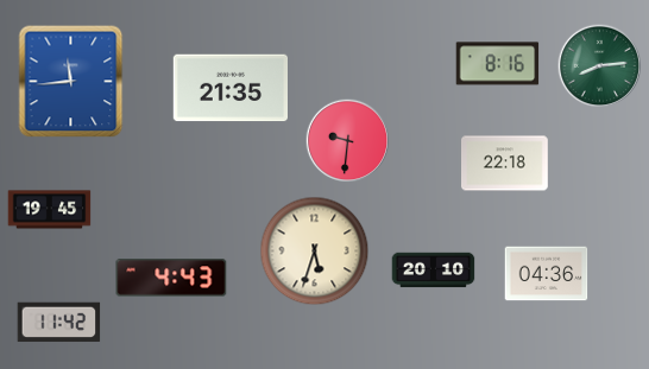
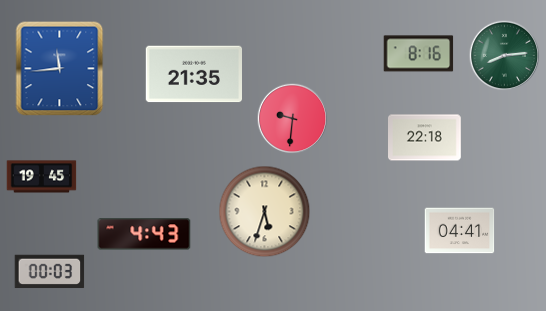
clock at (434, 271): 20:10 -> none
clock at (547, 274): 04:36 -> 04:41
clock at (59, 323): 11:42 -> 00:03
